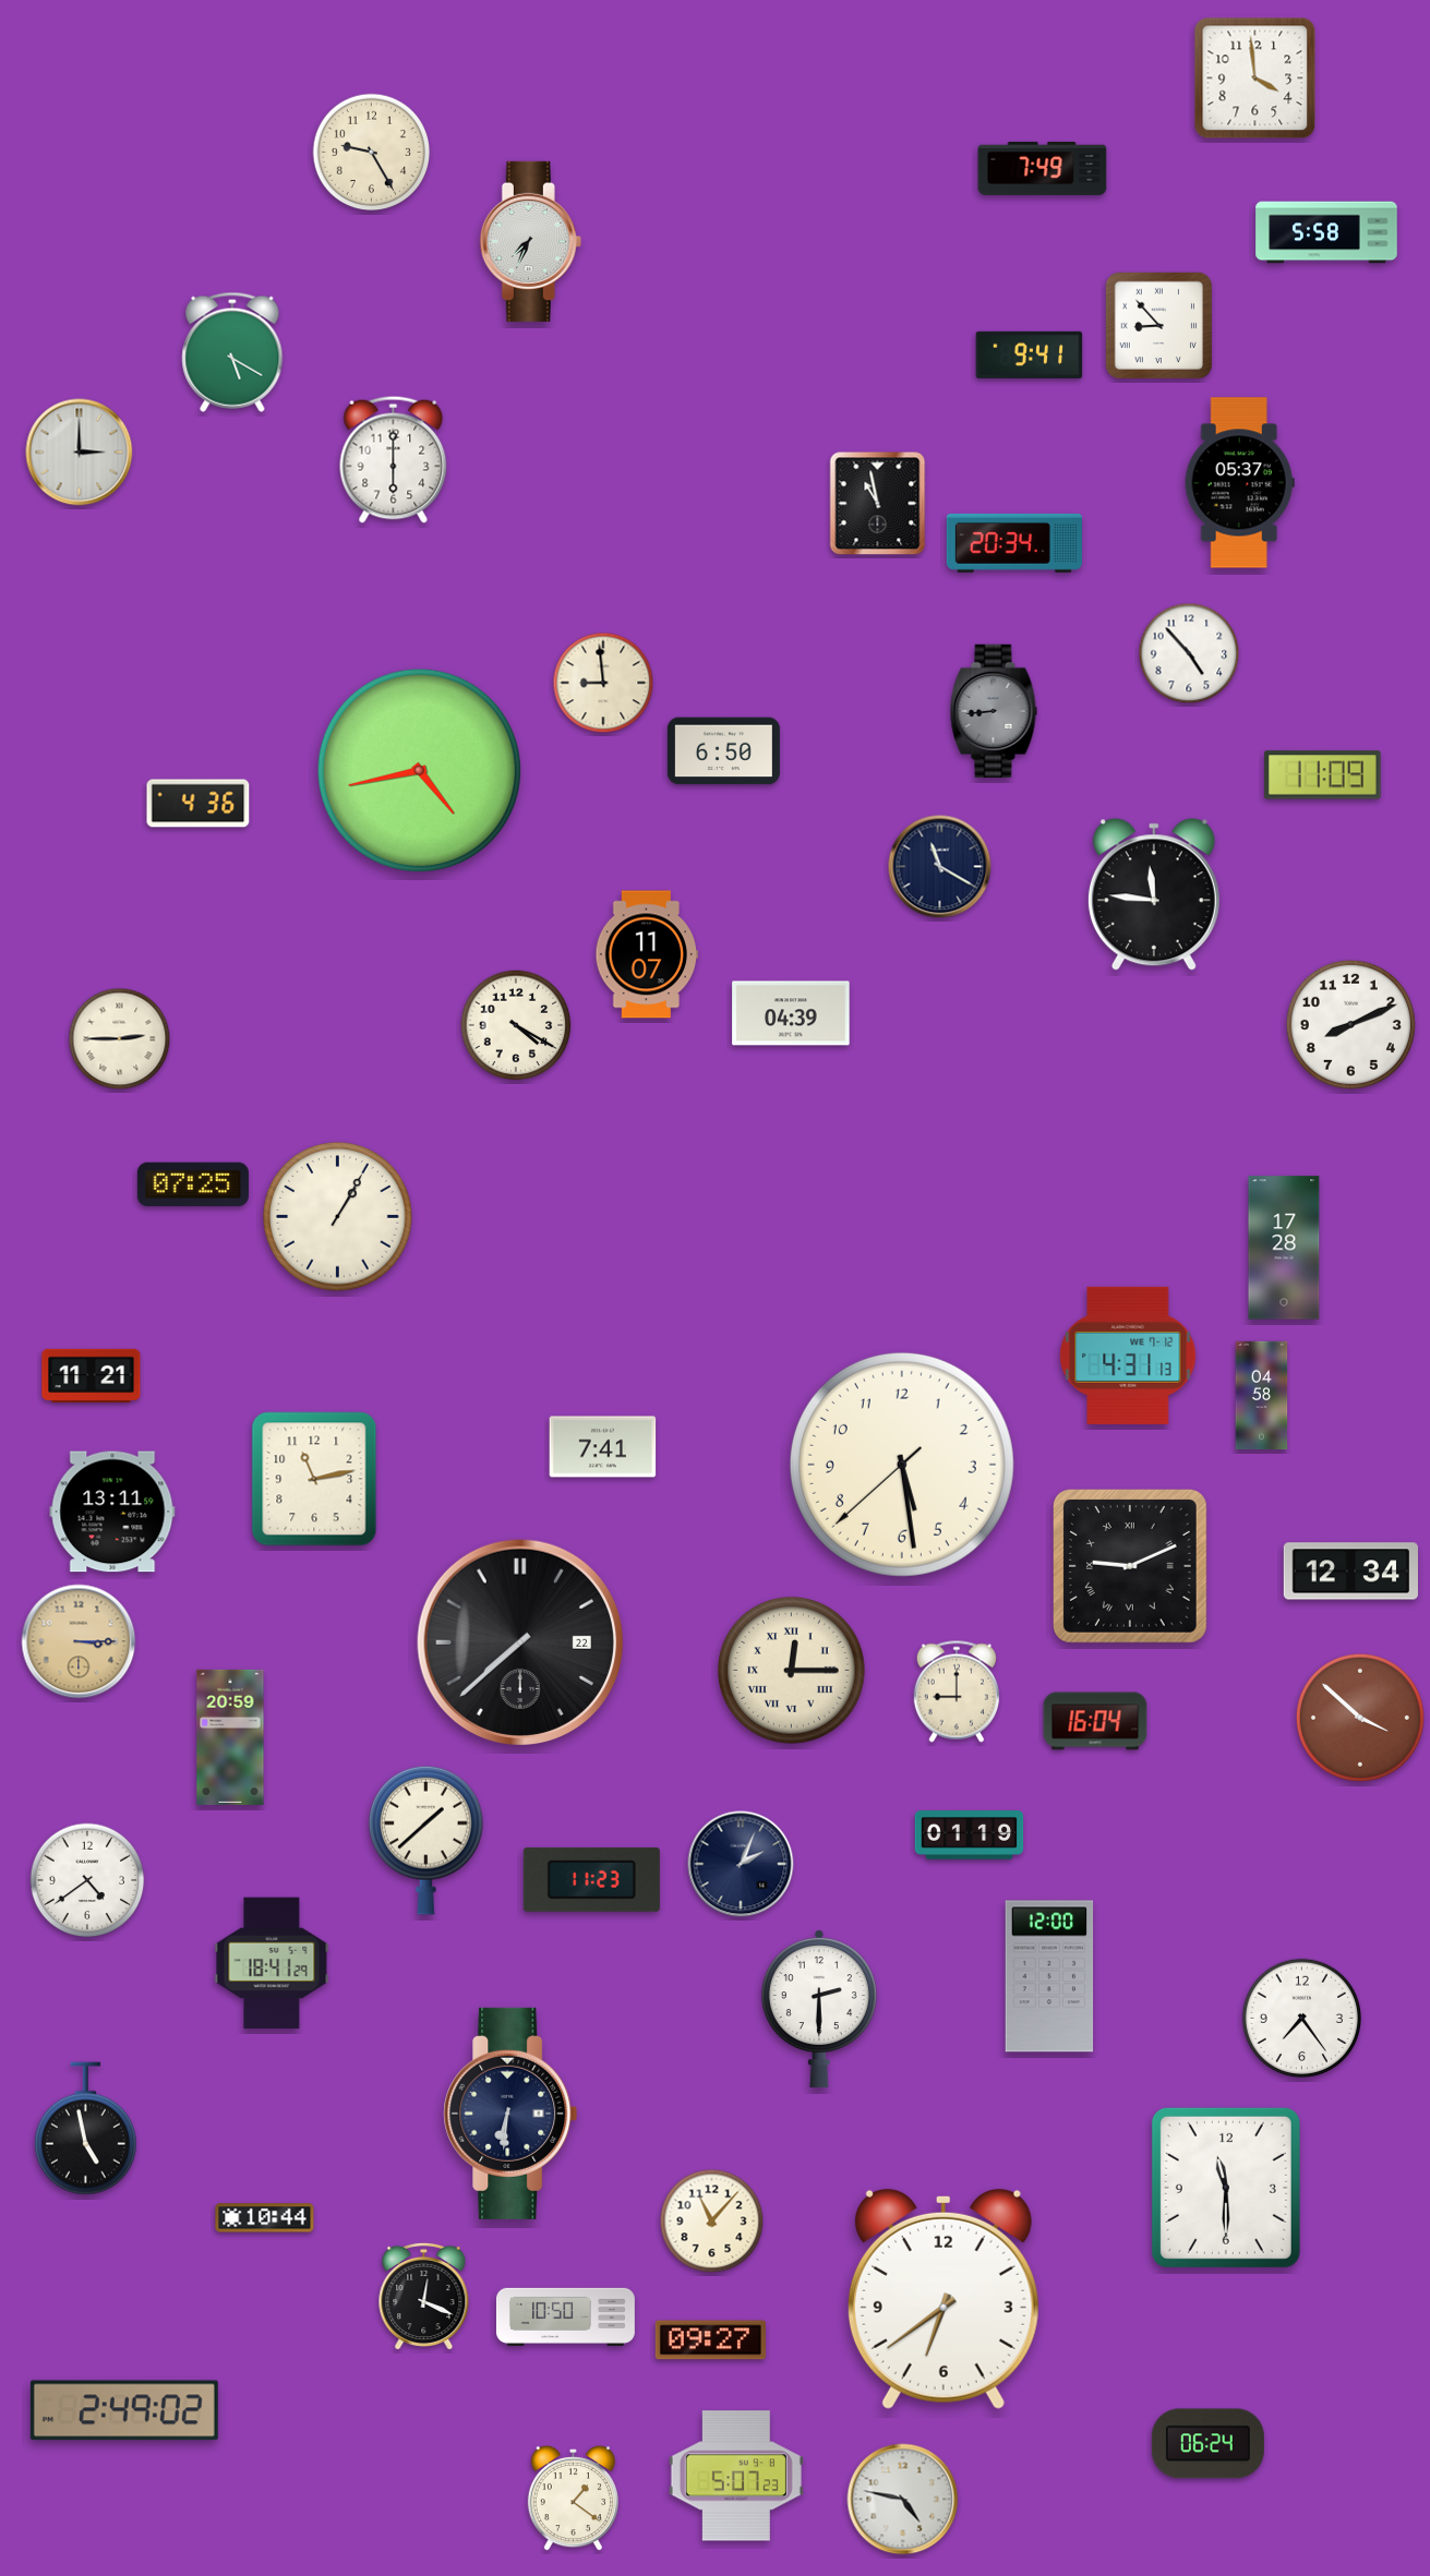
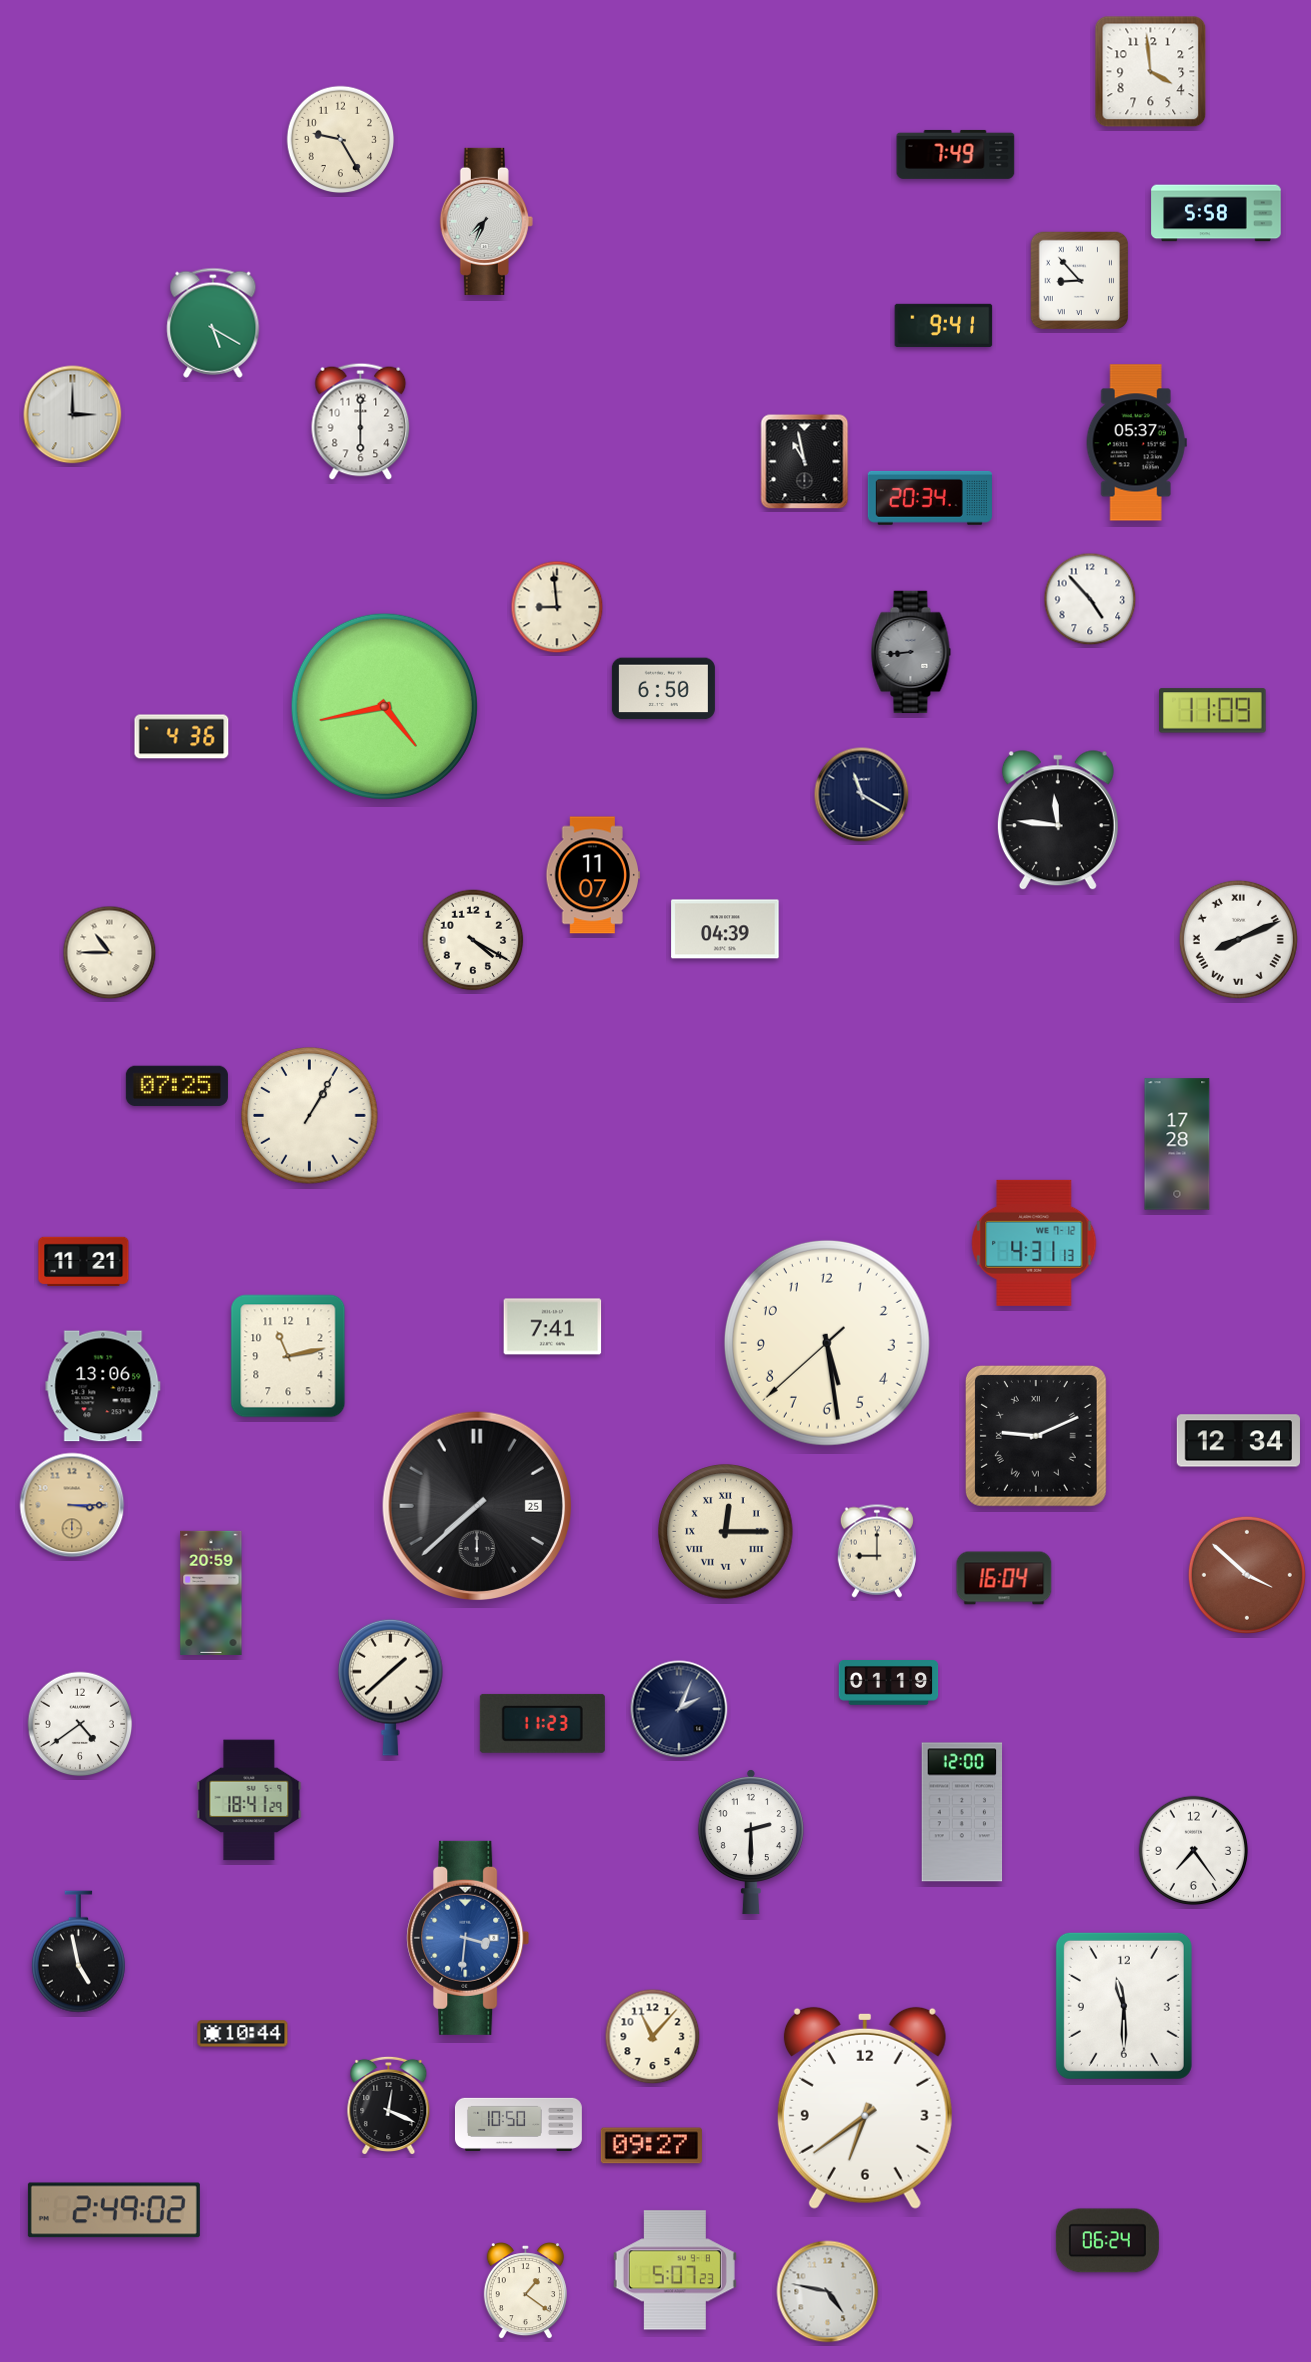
clock at (1158, 325) position: (1158, 325) -> (1079, 280)
clock at (603, 683) position: (603, 683) -> (557, 607)
clock at (1350, 1024) numerals: Arabic -> Roman
clock at (120, 1039): 2:45 -> 10:45
clock at (1262, 1396): 04:58 -> none
clock at (112, 1512): 13:11 -> 13:06
clock at (519, 1641) date: 22 -> 25
clock at (510, 2114): 6:31 -> 3:31
clock at (510, 2114) dial: navy -> blue
